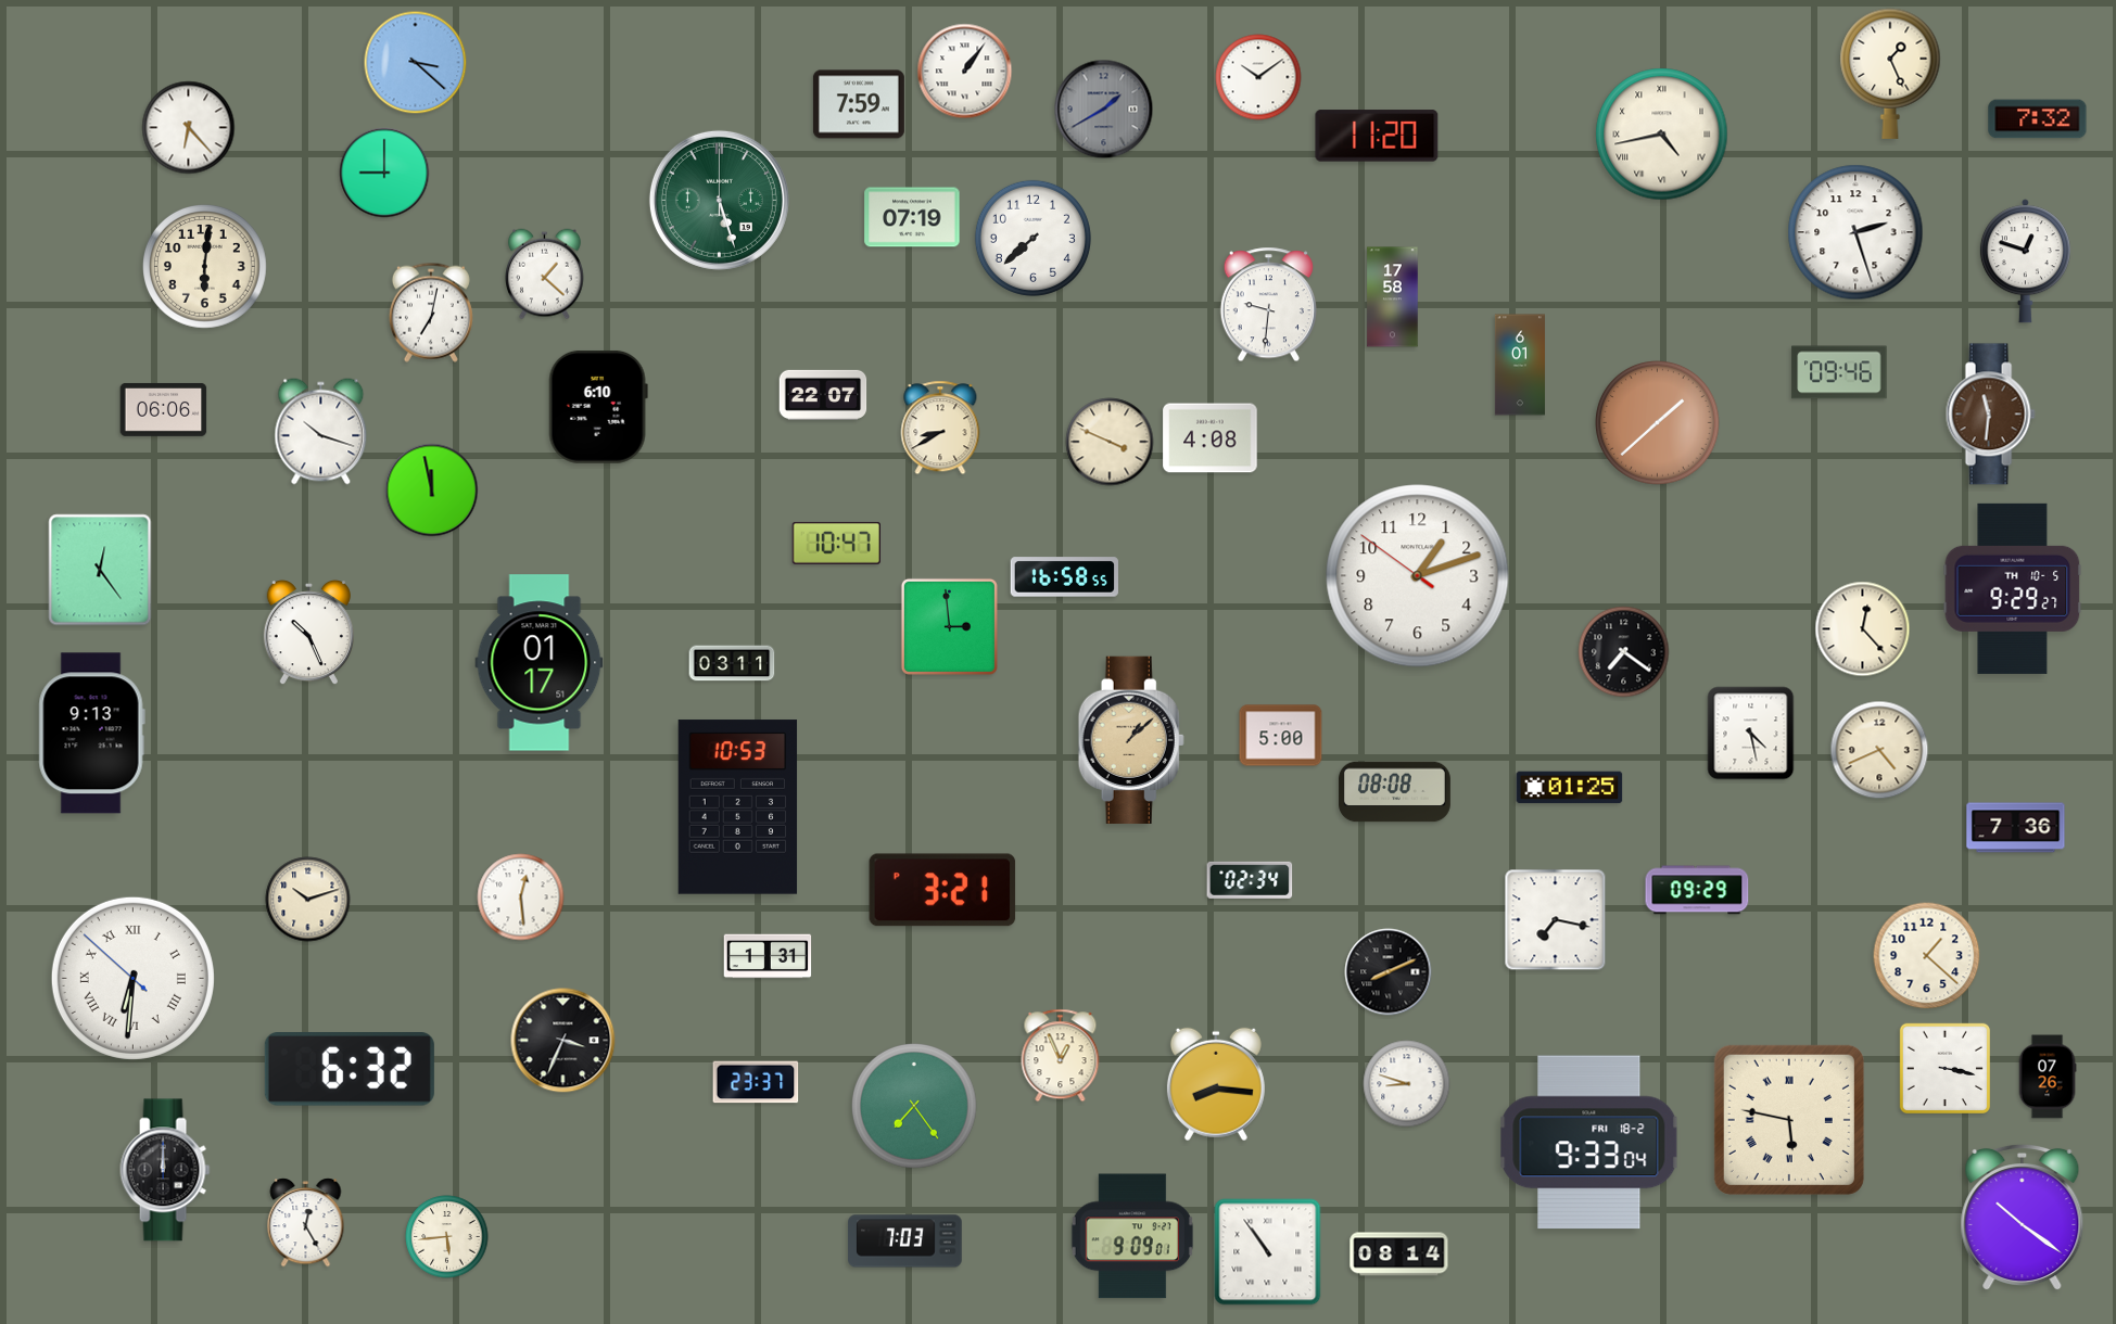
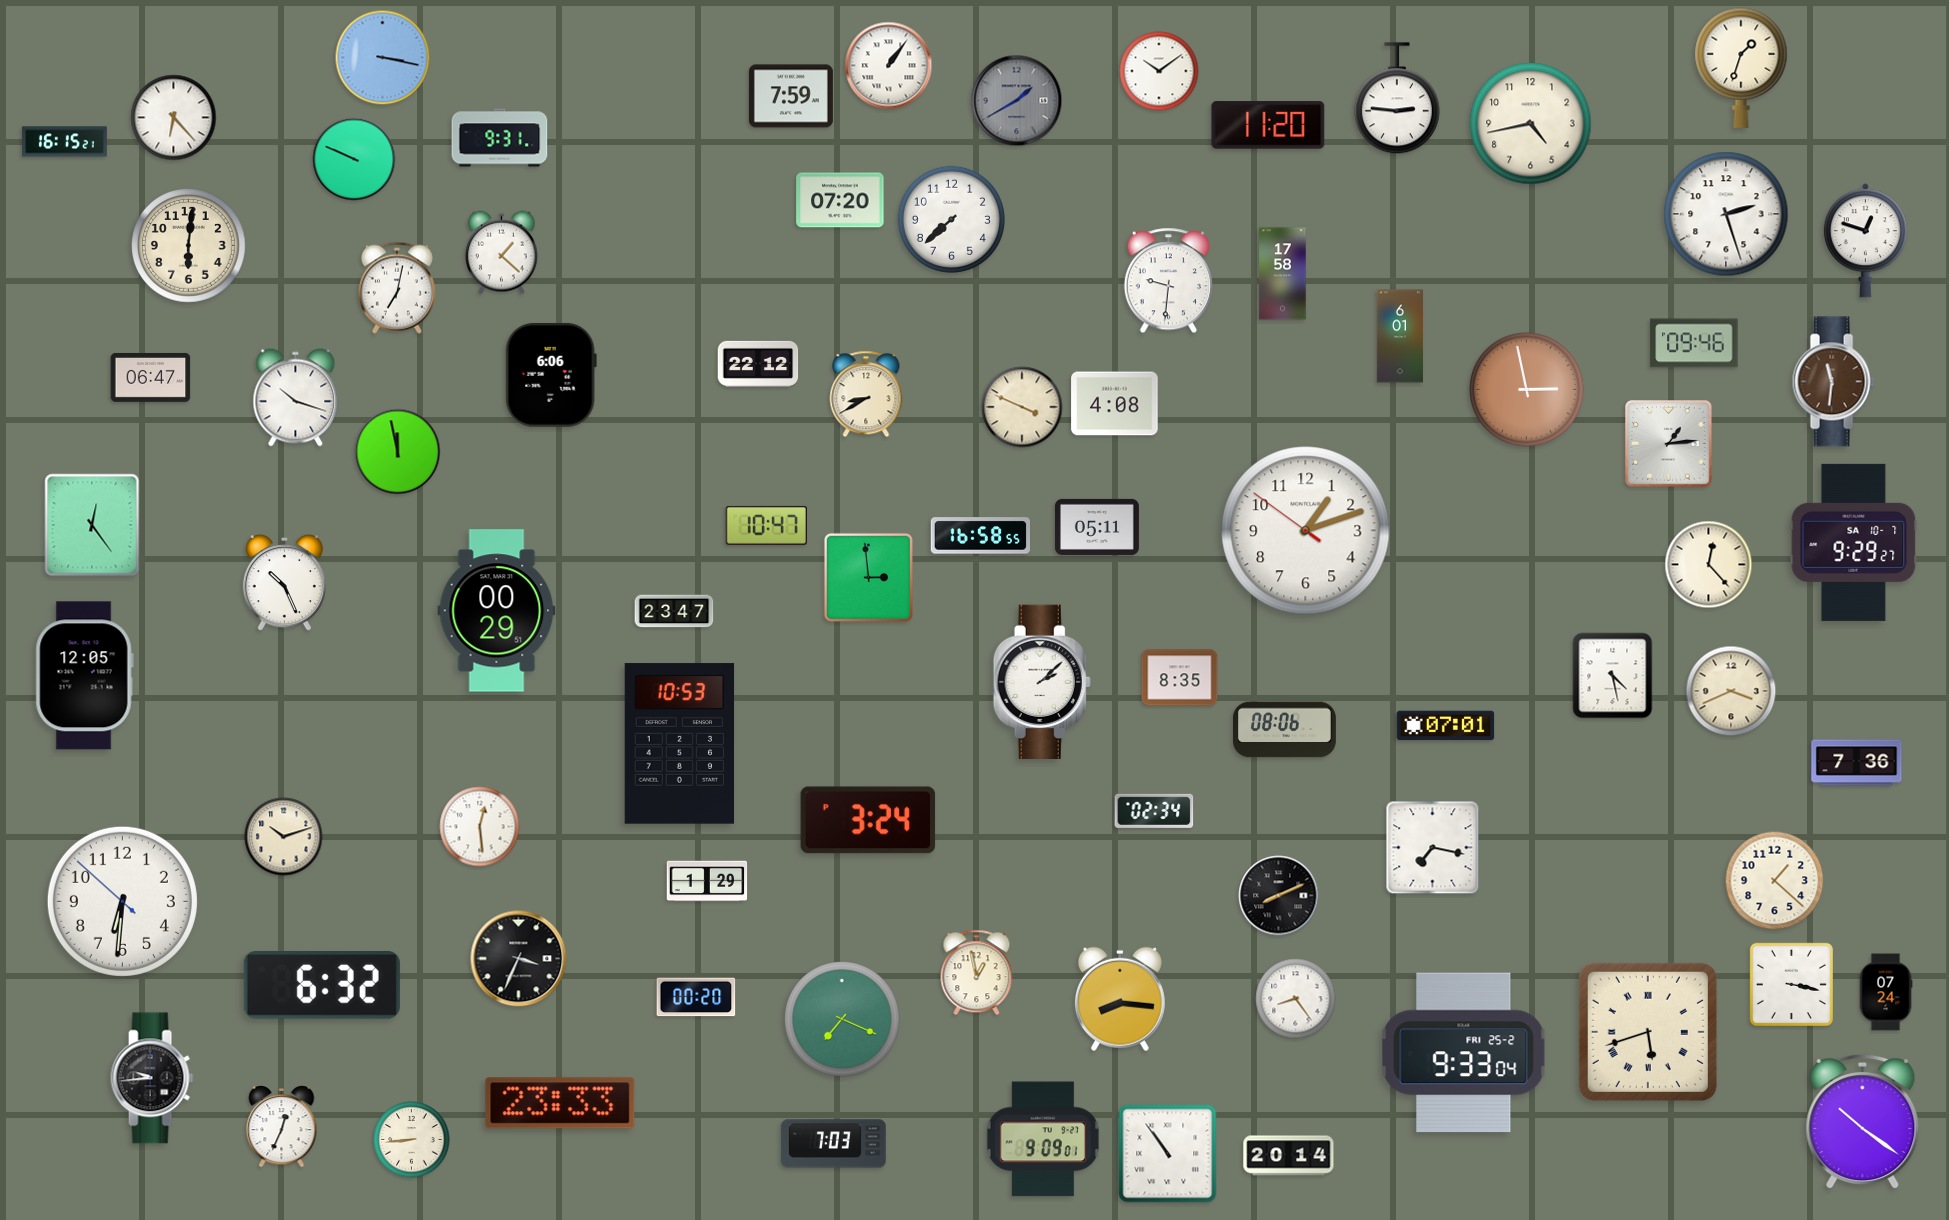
clock at (416, 63): 3:22 -> 3:17
clock at (1890, 74): 1:26 -> 1:33
clock at (1397, 99): none -> 2:46
clock at (2038, 119): 7:32 -> none
clock at (1662, 135) numerals: Roman -> Arabic
clock at (500, 138): none -> 9:31
clock at (65, 142): none -> 16:15
clock at (384, 173): 9:00 -> 9:49
clock at (719, 200): 5:27 -> none
clock at (912, 217): 07:19 -> 07:20
clock at (1855, 232) position: (1855, 232) -> (1726, 214)
clock at (823, 395): 22:07 -> 22:12
clock at (598, 407): 6:10 -> 6:06
clock at (164, 409): 06:06 -> 06:47
clock at (1658, 423): 1:38 -> 2:58
clock at (1669, 444): none -> 1:14
clock at (836, 543) position: (836, 543) -> (766, 525)
clock at (1097, 527): none -> 05:11
clock at (1064, 577) position: (1064, 577) -> (980, 536)
clock at (2013, 588) date: TH 10-5 -> SA 10-7
clock at (949, 626) position: (949, 626) -> (868, 577)
clock at (1863, 629) position: (1863, 629) -> (1709, 565)
clock at (1624, 652): 7:21 -> none
clock at (540, 663): 01:17 -> 00:29
clock at (732, 663): 03:11 -> 23:47
clock at (91, 734): 9:13 -> 12:05
clock at (1281, 736): 5:00 -> 8:35
clock at (1131, 739): 1:08 -> 2:08
clock at (1131, 739) dial: champagne -> white
clock at (1879, 750): 4:41 -> 3:41
clock at (1570, 788): 01:25 -> 07:01
clock at (1394, 792): 08:08 -> 08:06
clock at (1250, 880) position: (1250, 880) -> (1154, 811)
clock at (942, 890): 3:21 -> 3:24
clock at (1697, 890): 09:29 -> none
clock at (308, 900) position: (308, 900) -> (284, 837)
clock at (768, 956): 1:31 -> 1:29
clock at (132, 978) numerals: Roman -> Arabic
clock at (1061, 1056): 12:56 -> 12:58
clock at (2048, 1077): 07:26 -> 07:24
clock at (756, 1082): 23:37 -> 00:20
clock at (1407, 1084): 8:48 -> 8:24
clock at (915, 1107): 7:24 -> 7:19
clock at (1789, 1120): 5:47 -> 5:42
clock at (1589, 1143) date: FRI 18-2 -> FRI 25-2
clock at (165, 1170): 12:00 -> 9:44
clock at (560, 1103): none -> 23:33
clock at (306, 1223): 12:25 -> 12:34
clock at (447, 1237): 5:44 -> 8:44
clock at (1399, 1255): 08:14 -> 20:14
